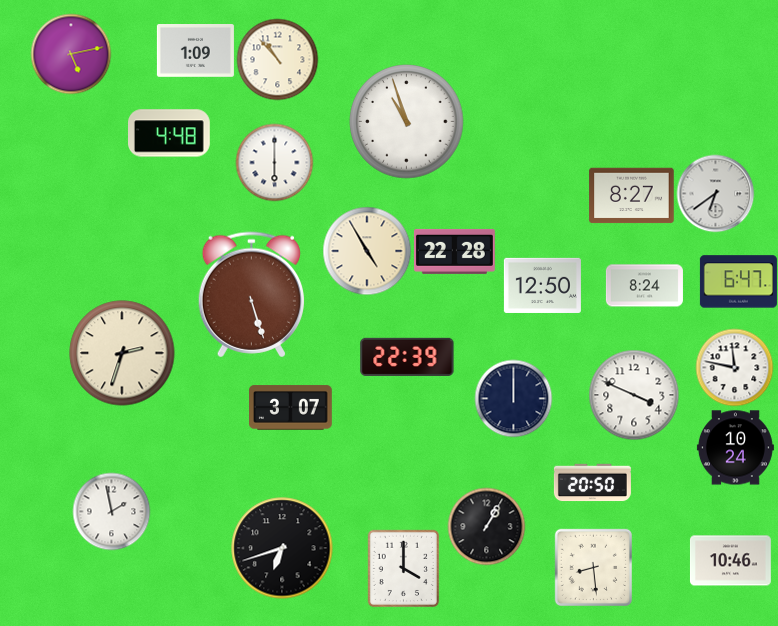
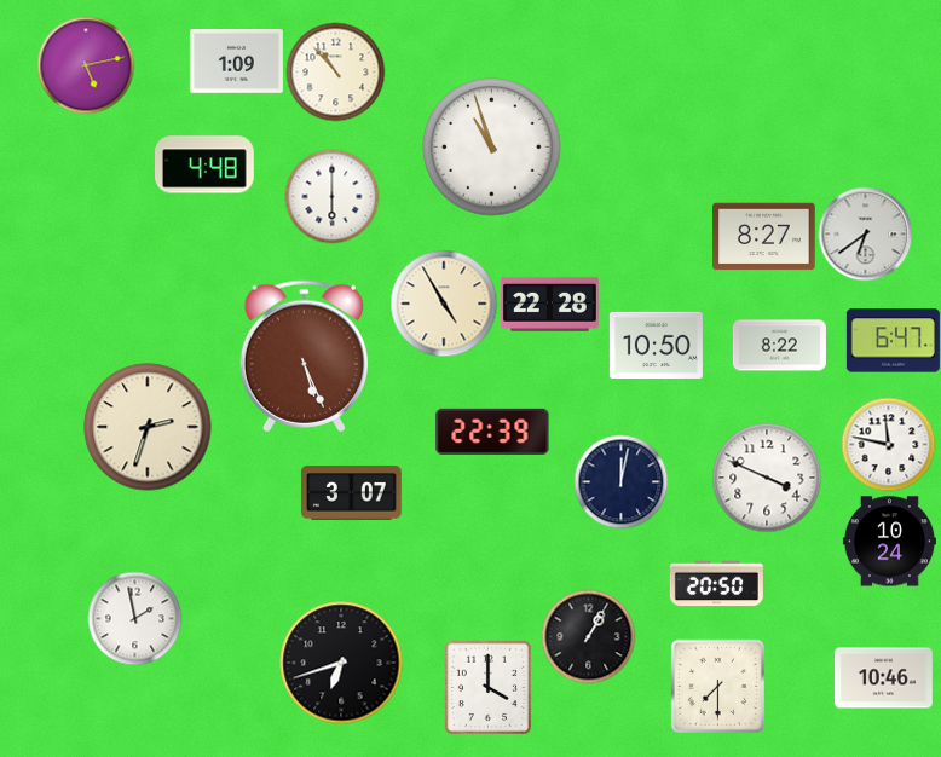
clock at (170, 133) position: (170, 133) -> (206, 164)
clock at (542, 285): 12:50 -> 10:50
clock at (644, 286): 8:24 -> 8:22
clock at (251, 295): 5:27 -> 5:26
clock at (513, 398): 12:00 -> 12:02
clock at (593, 567): 8:29 -> 7:30
